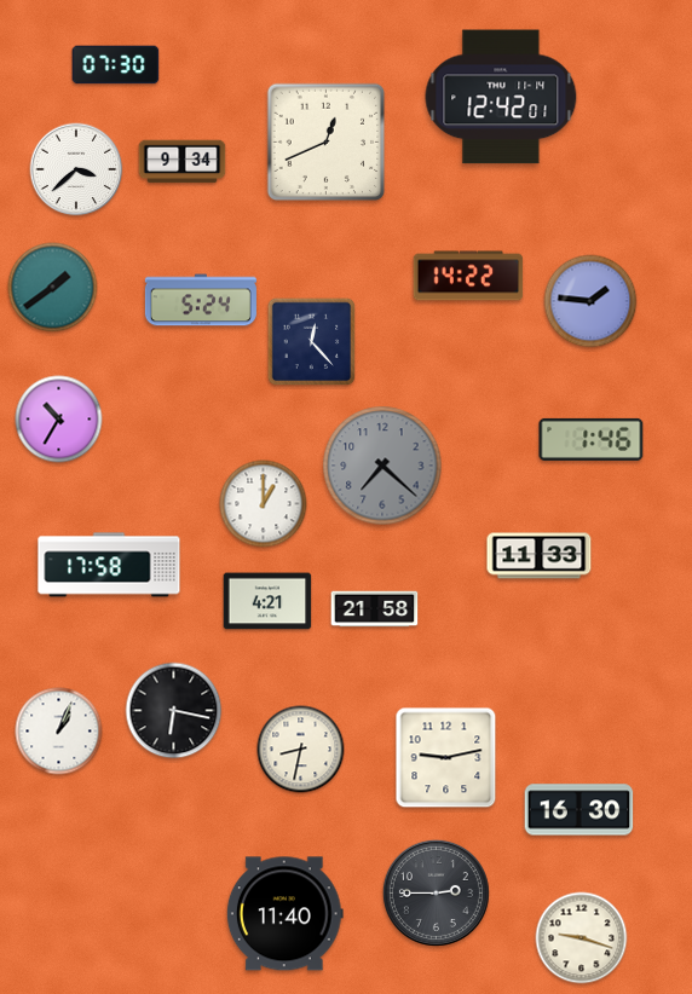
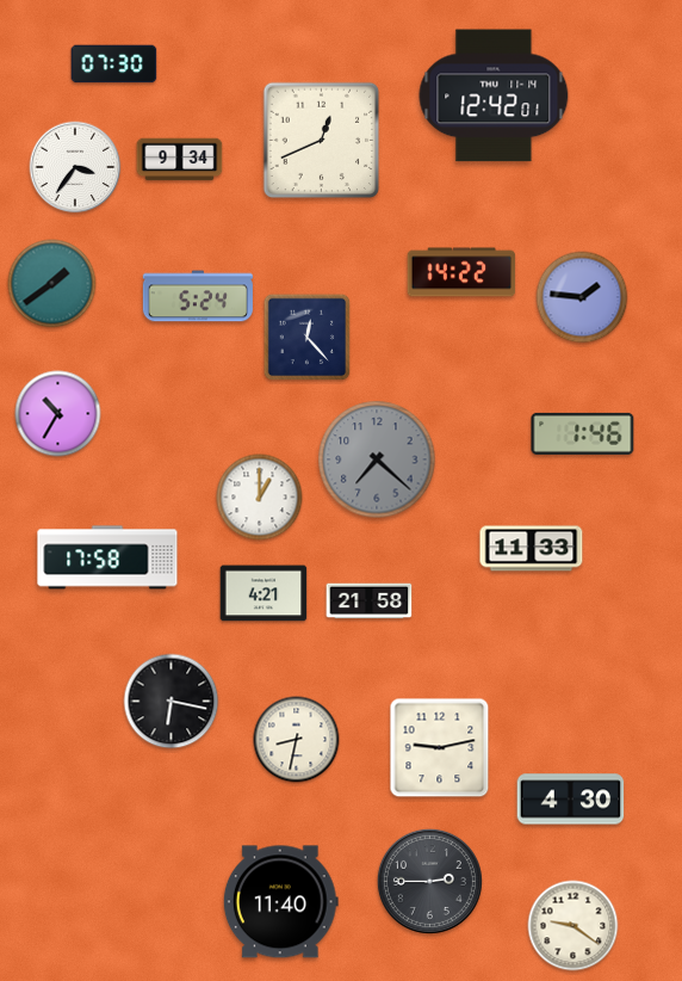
clock at (76, 169): 3:38 -> 3:36
clock at (59, 732): 1:04 -> none
clock at (579, 810): 16:30 -> 4:30
clock at (582, 938): 9:18 -> 9:21
